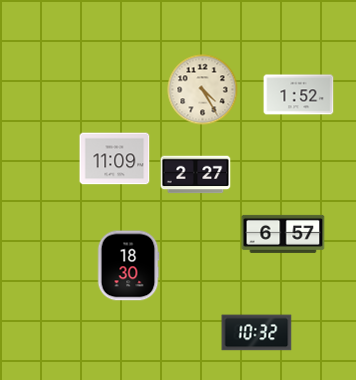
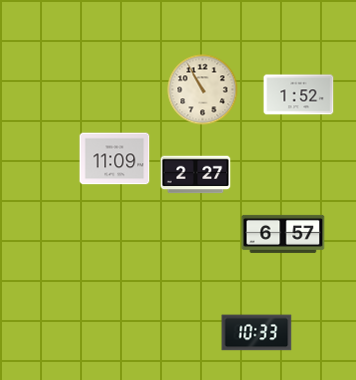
clock at (203, 90): 4:25 -> 10:55
clock at (128, 266): 18:30 -> none
clock at (257, 333): 10:32 -> 10:33
